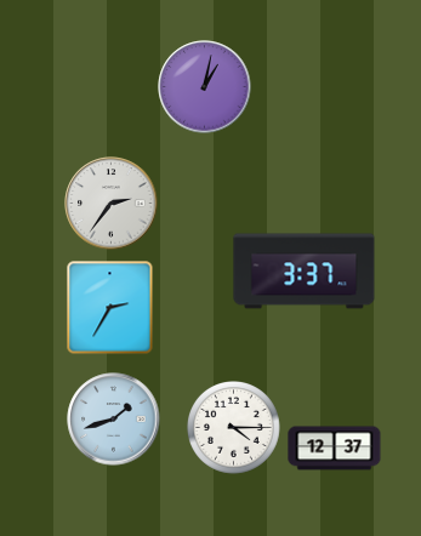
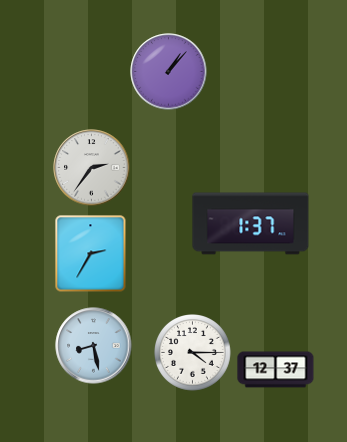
clock at (205, 87): 1:02 -> 1:07
clock at (305, 272): 3:37 -> 1:37
clock at (114, 420): 1:42 -> 8:28
